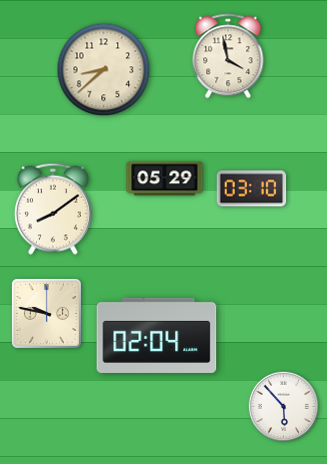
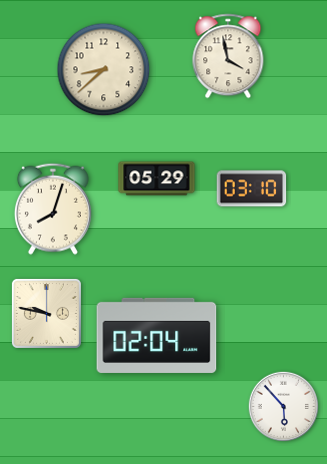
clock at (165, 179) position: (165, 179) -> (157, 179)
clock at (53, 209): 8:09 -> 8:03
